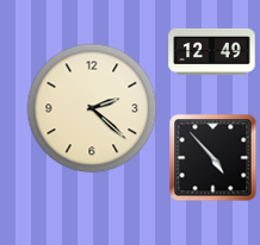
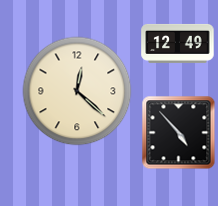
clock at (92, 108): 2:22 -> 12:22
